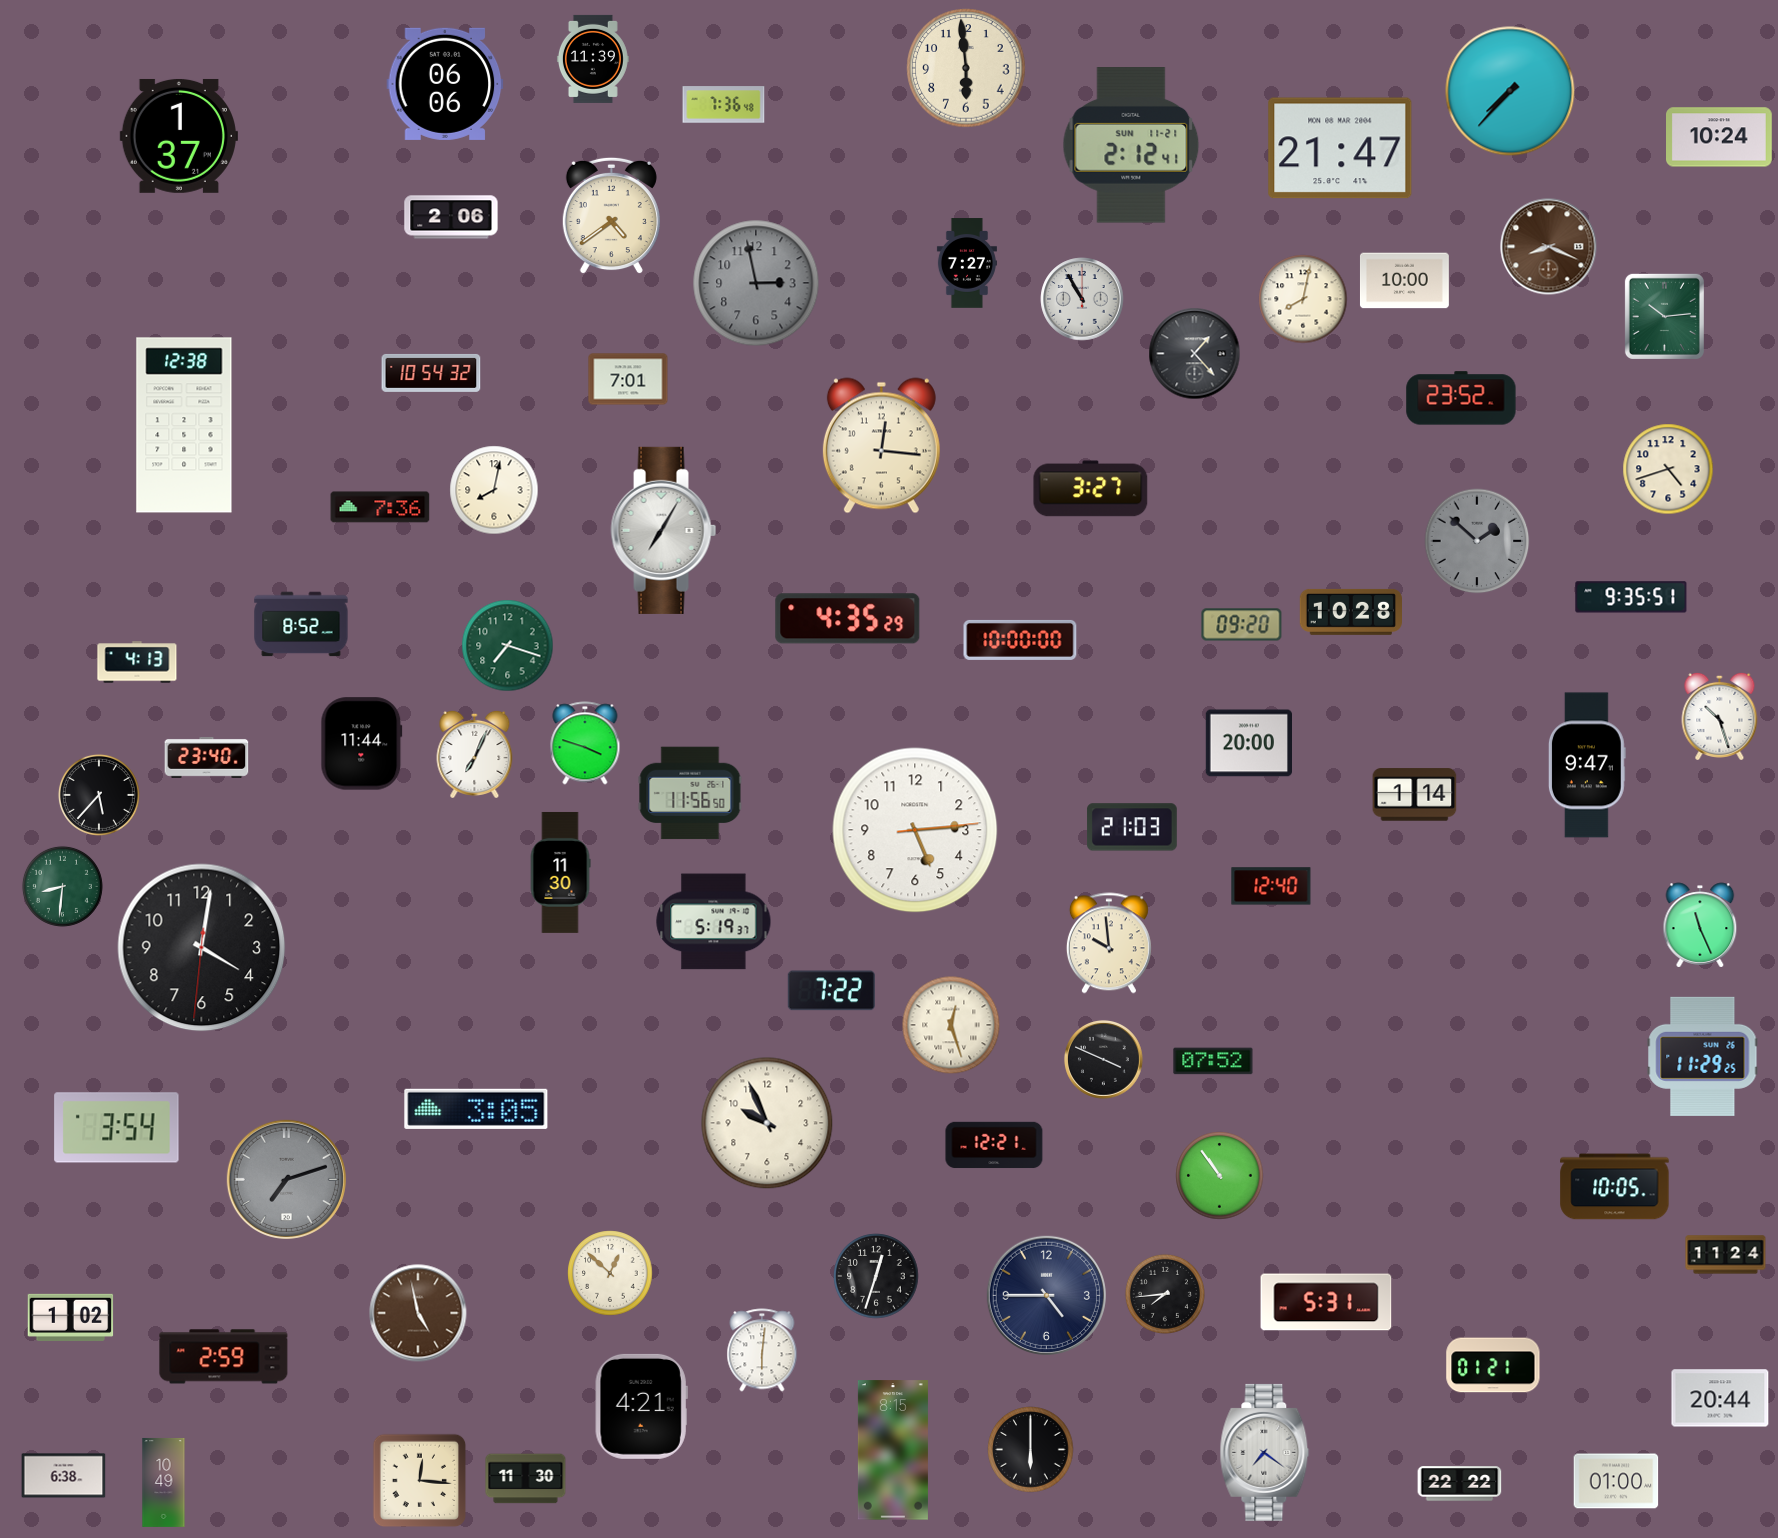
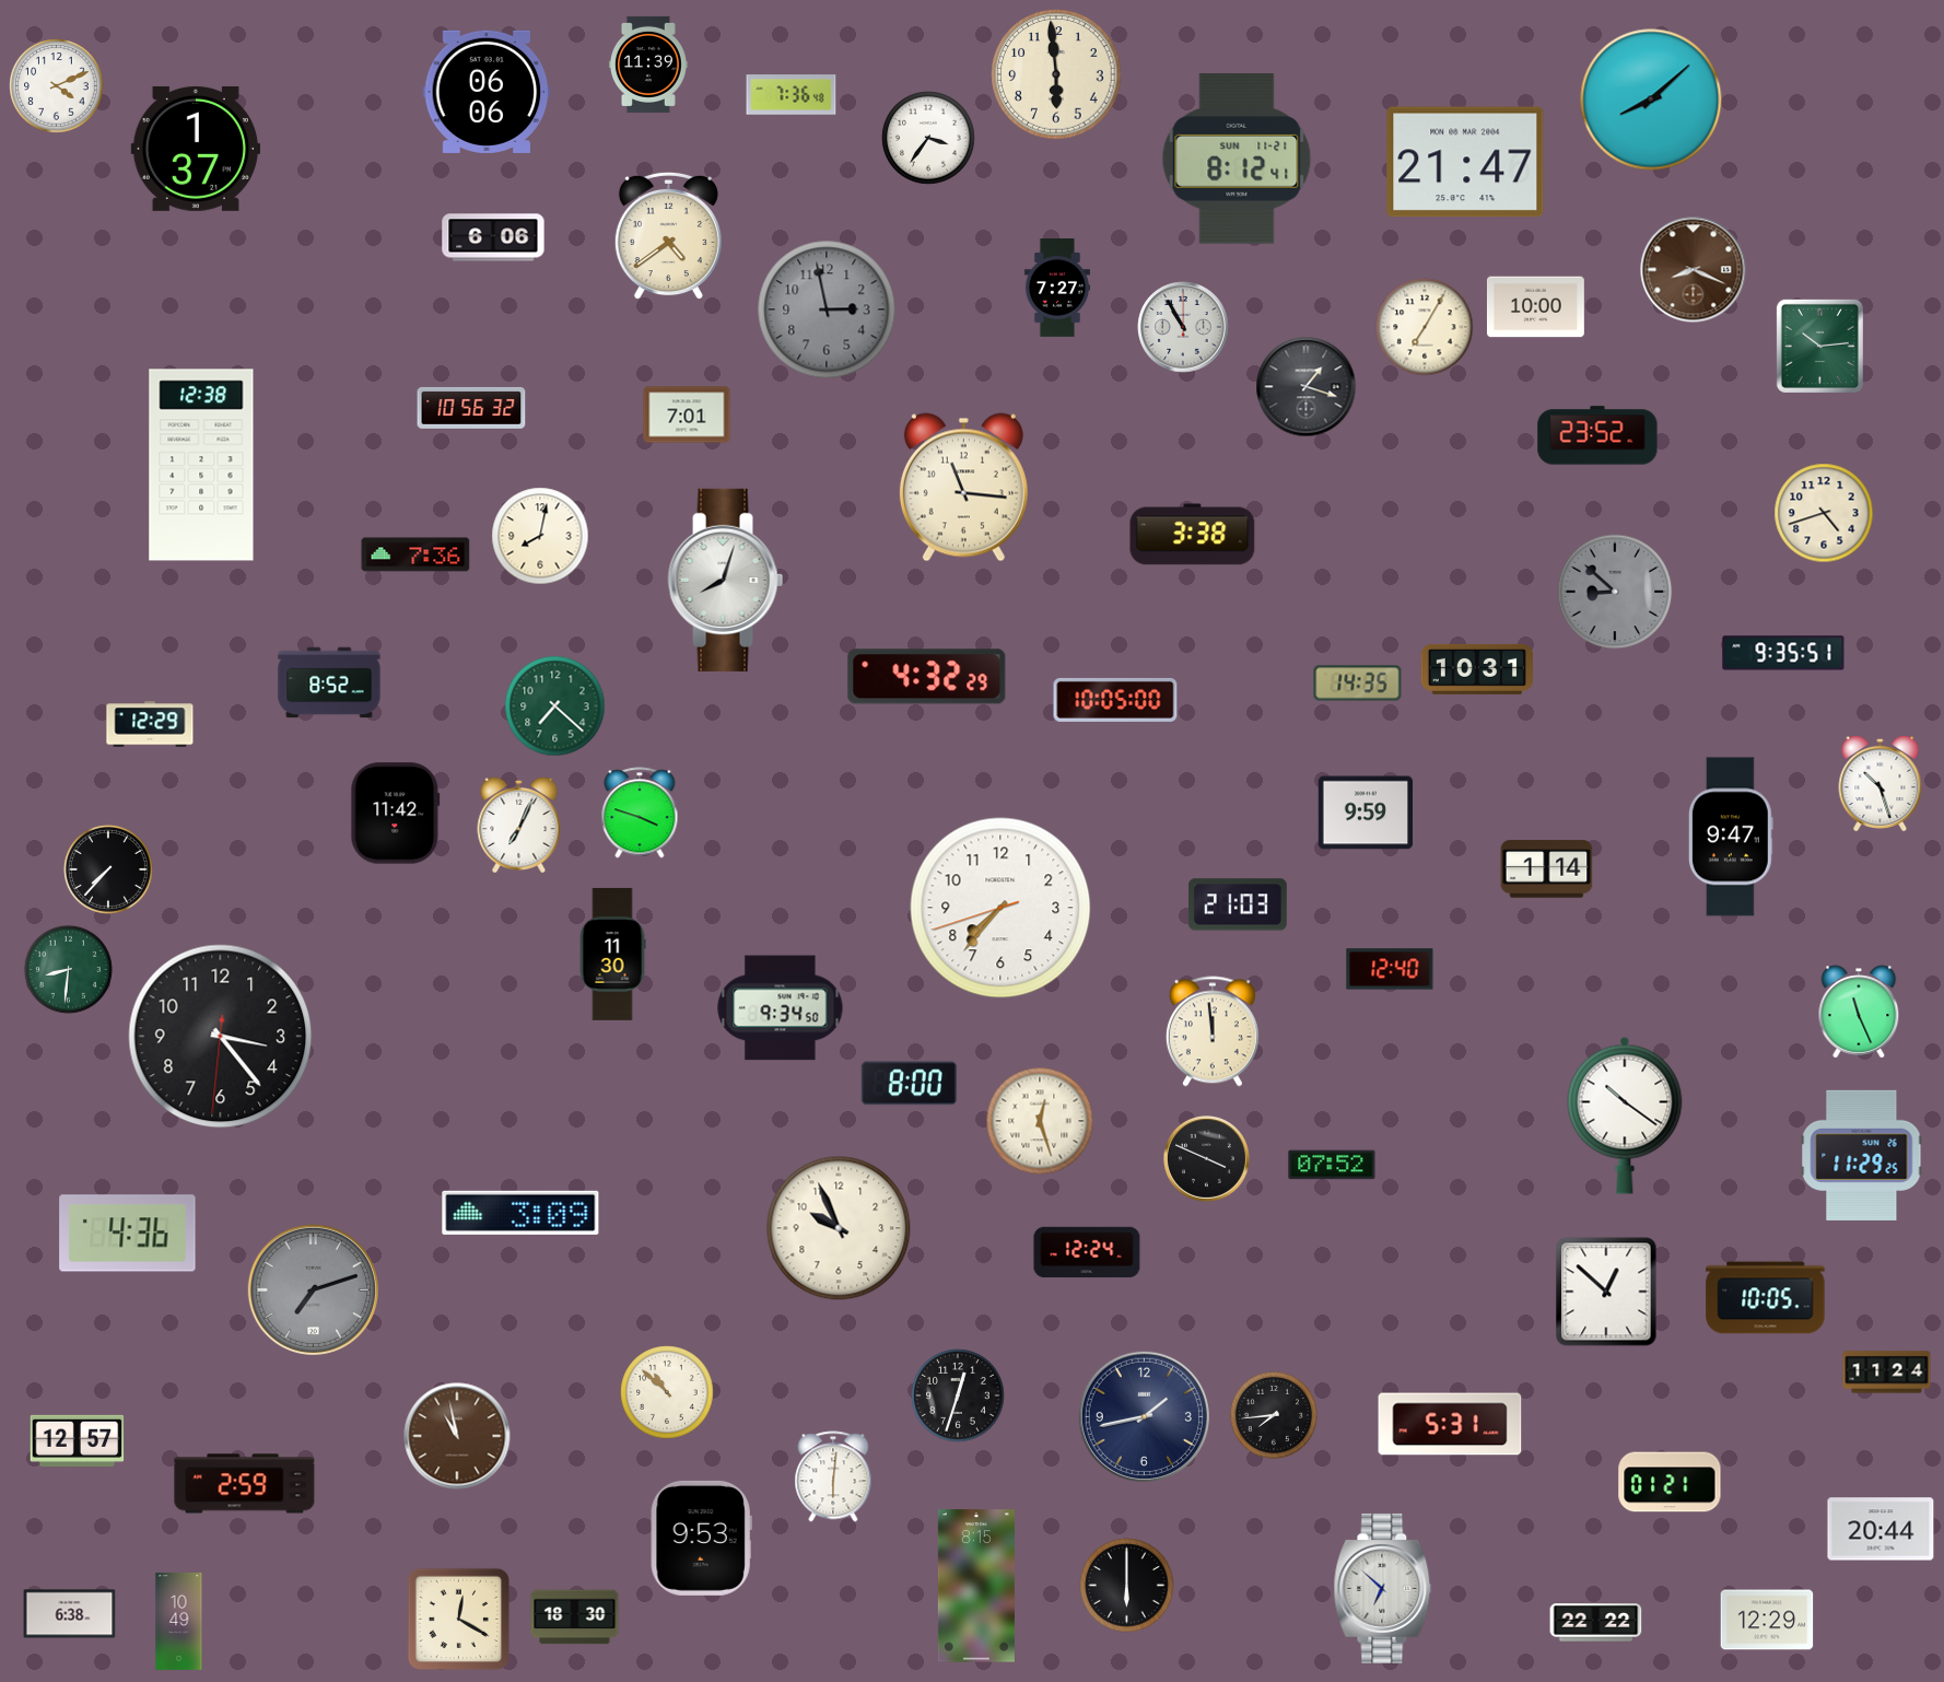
clock at (57, 86): none -> 4:11
clock at (1510, 91): 7:37 -> 8:08
clock at (724, 105) position: (724, 105) -> (792, 95)
clock at (928, 138): none -> 3:36
clock at (1720, 137): 10:24 -> none
clock at (1131, 145): 2:12 -> 8:12
clock at (451, 217): 2:06 -> 6:06
clock at (1303, 299): 8:02 -> 7:05
clock at (1195, 354): 1:23 -> 1:18
clock at (431, 373): 10:54 -> 10:56
clock at (881, 446): 12:16 -> 11:16
clock at (1091, 489): 3:27 -> 3:38
clock at (664, 530): 7:05 -> 8:03
clock at (1477, 541): 1:52 -> 8:52
clock at (1350, 612): 10:28 -> 10:31
clock at (848, 619): 4:35 -> 4:32
clock at (1242, 625): 09:20 -> 14:35
clock at (1020, 640): 10:00 -> 10:05
clock at (508, 646): 7:18 -> 7:22
clock at (137, 662): 4:13 -> 12:29
clock at (1248, 743): 20:00 -> 9:59
clock at (362, 744): 11:44 -> 11:42
clock at (207, 757): 23:40 -> none
clock at (1587, 765) position: (1587, 765) -> (1731, 837)
clock at (690, 793): 11:56 -> none
clock at (99, 795): 5:37 -> 7:37
clock at (915, 830): 5:14 -> 7:36
clock at (714, 922): 5:19 -> 9:34
clock at (1109, 943): 9:59 -> 11:59
clock at (202, 948): 4:01 -> 3:23
clock at (831, 991): 7:22 -> 8:00
clock at (1625, 1116): none -> 10:21
clock at (1213, 1061) position: (1213, 1061) -> (1332, 1165)
clock at (476, 1109): 3:05 -> 3:09
clock at (117, 1128): 3:54 -> 4:36
clock at (994, 1145): 12:21 -> 12:24
clock at (1220, 1176): 10:54 -> none
clock at (1606, 1292): none -> 12:52
clock at (610, 1273): 12:52 -> 10:52
clock at (1046, 1295): 4:45 -> 1:43
clock at (418, 1313): 4:58 -> 10:58
clock at (71, 1317): 1:02 -> 12:57
clock at (1493, 1365) position: (1493, 1365) -> (1670, 1482)
clock at (641, 1406): 4:21 -> 9:53
clock at (1265, 1452): 7:21 -> 6:52
clock at (526, 1479): 11:30 -> 18:30
clock at (420, 1481): 12:16 -> 12:20
clock at (1616, 1481): 01:00 -> 12:29
